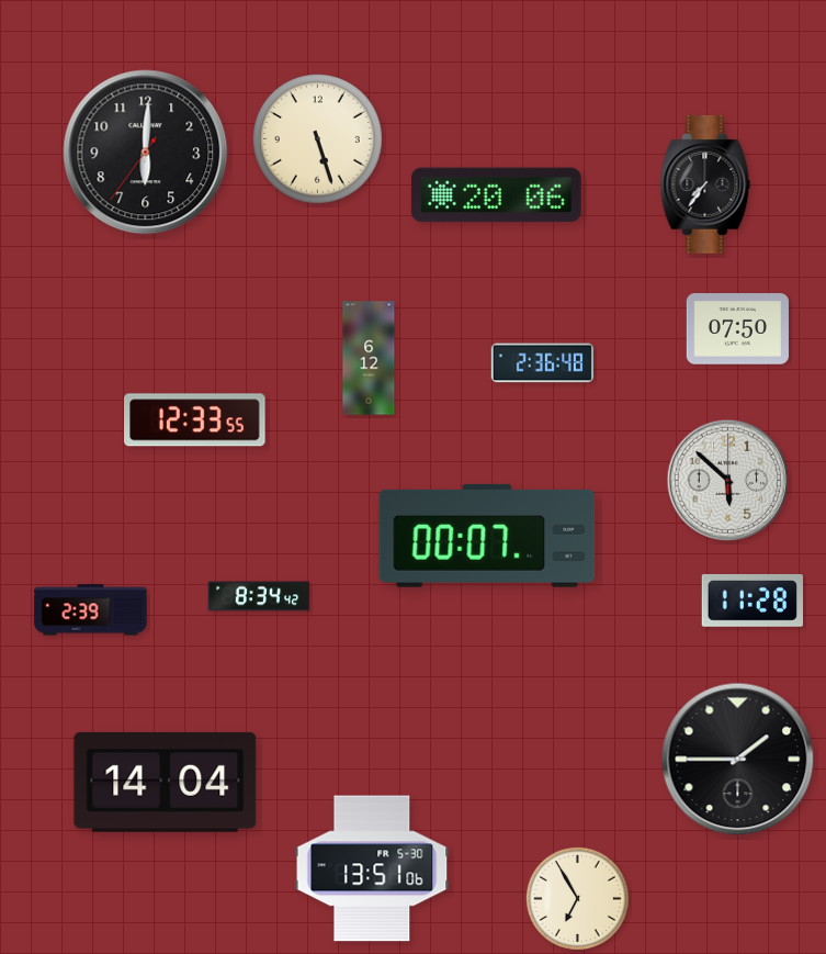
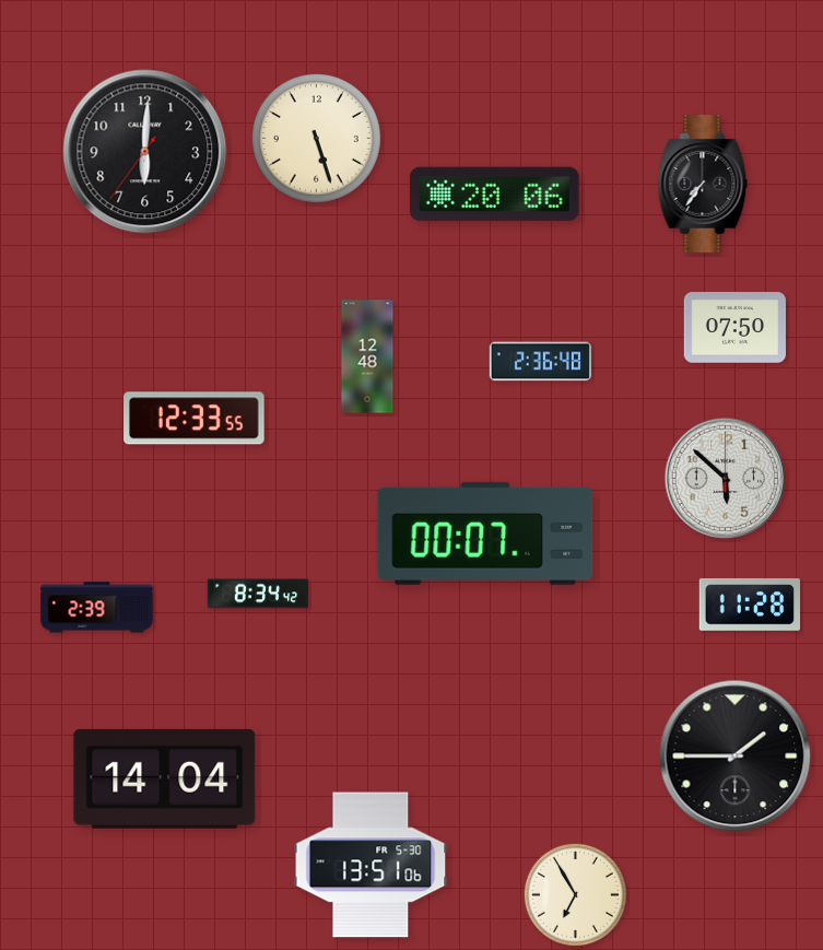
clock at (369, 358): 6:12 -> 12:48
clock at (751, 601) position: (751, 601) -> (749, 605)
clock at (91, 610) position: (91, 610) -> (97, 608)
